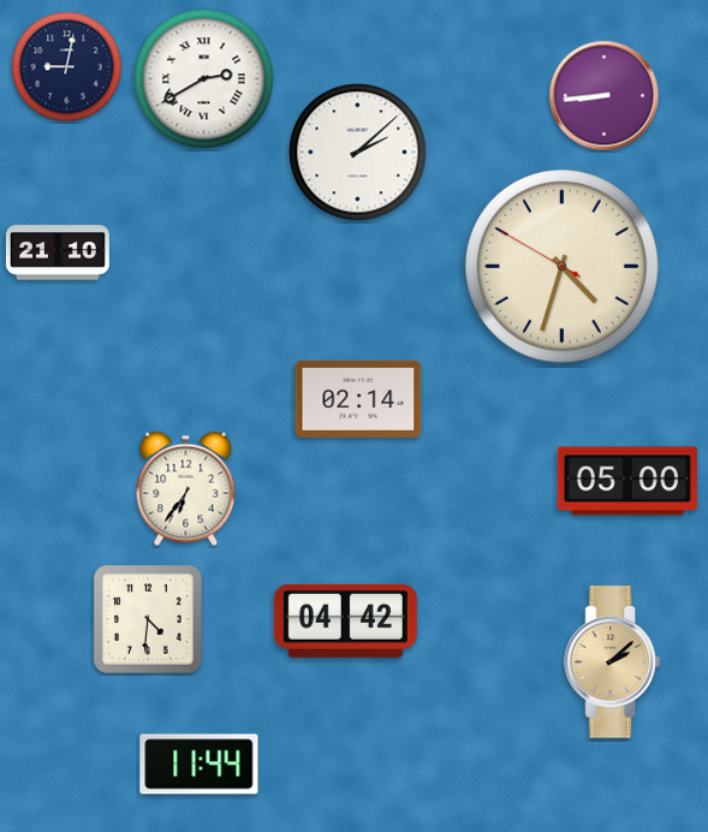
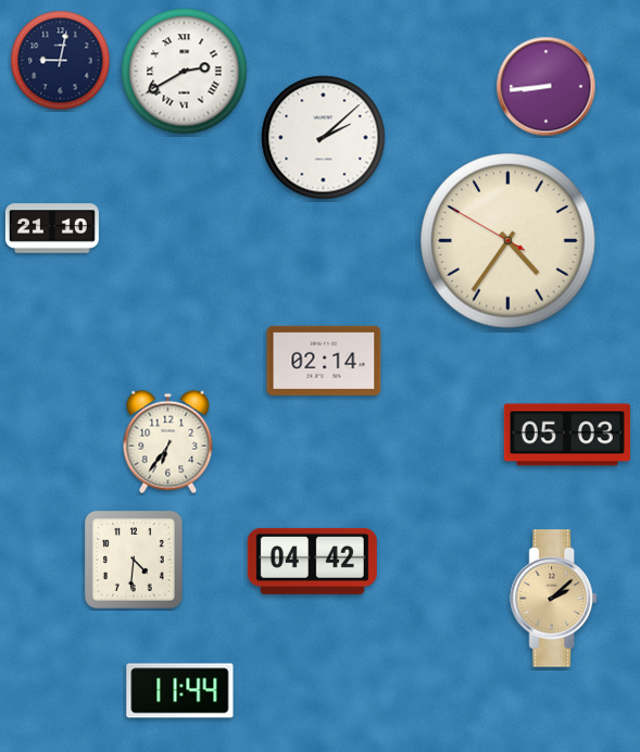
clock at (563, 267): 4:32 -> 4:35
clock at (627, 481): 05:00 -> 05:03
